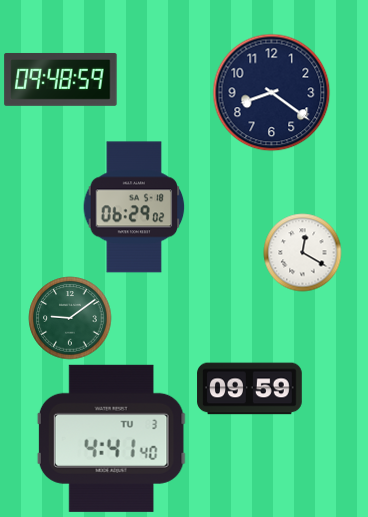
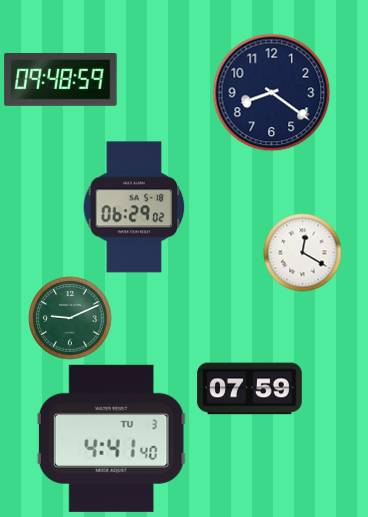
clock at (70, 318): 9:09 -> 9:11
clock at (250, 389): 09:59 -> 07:59
